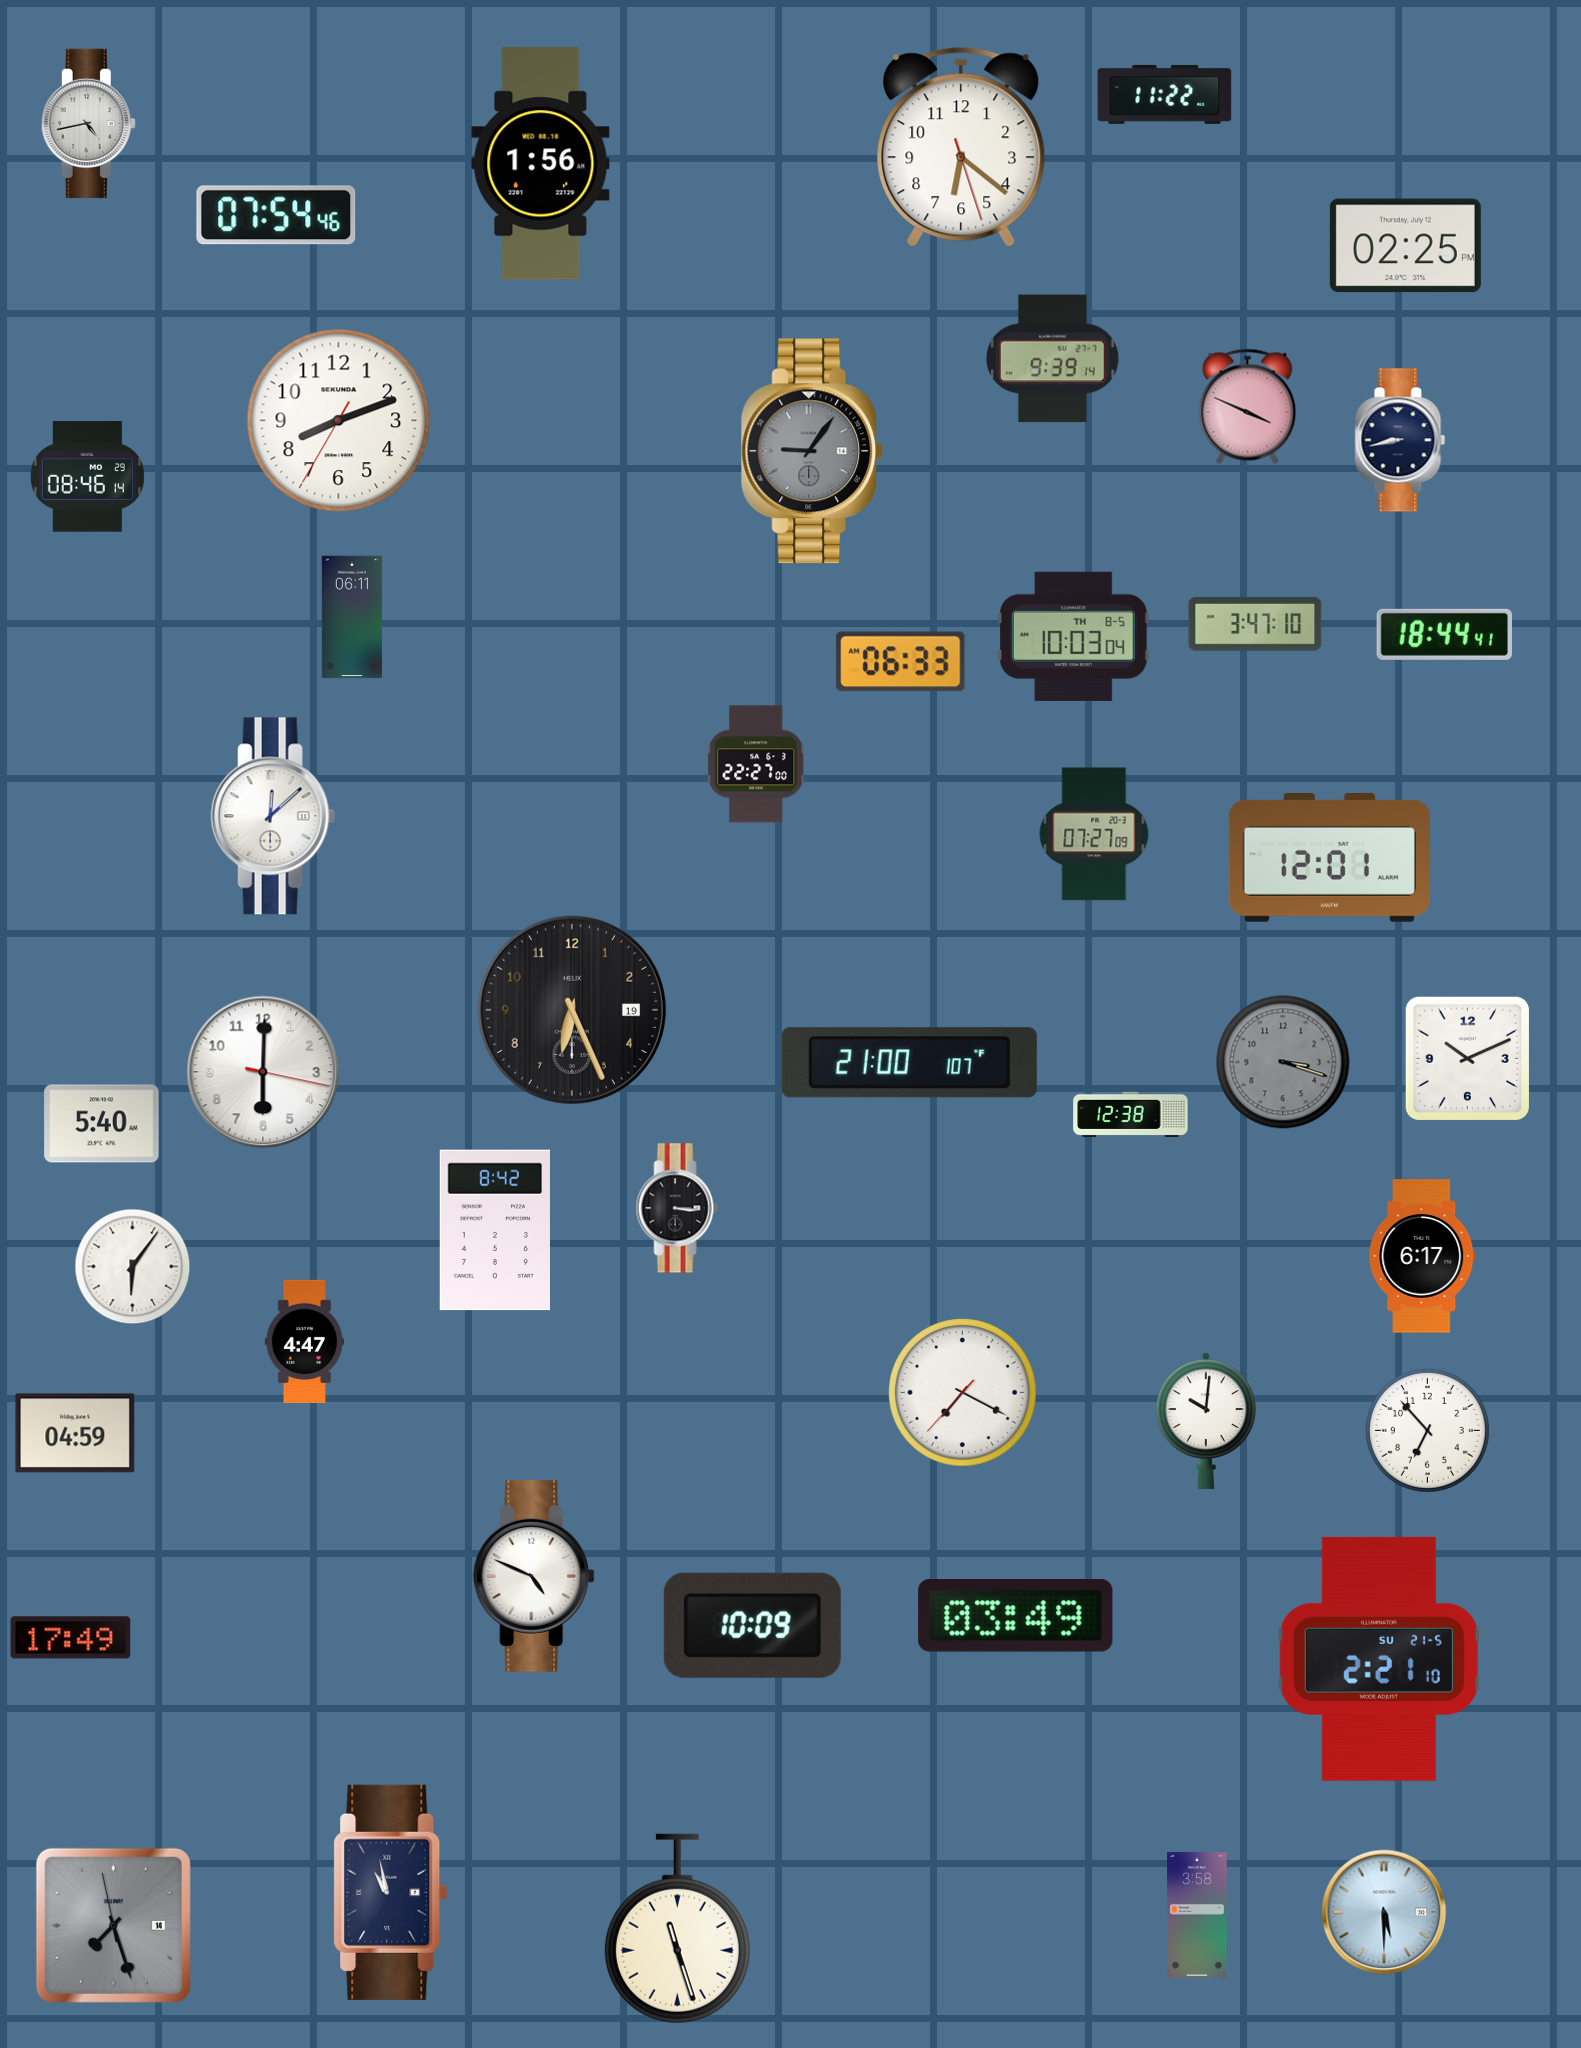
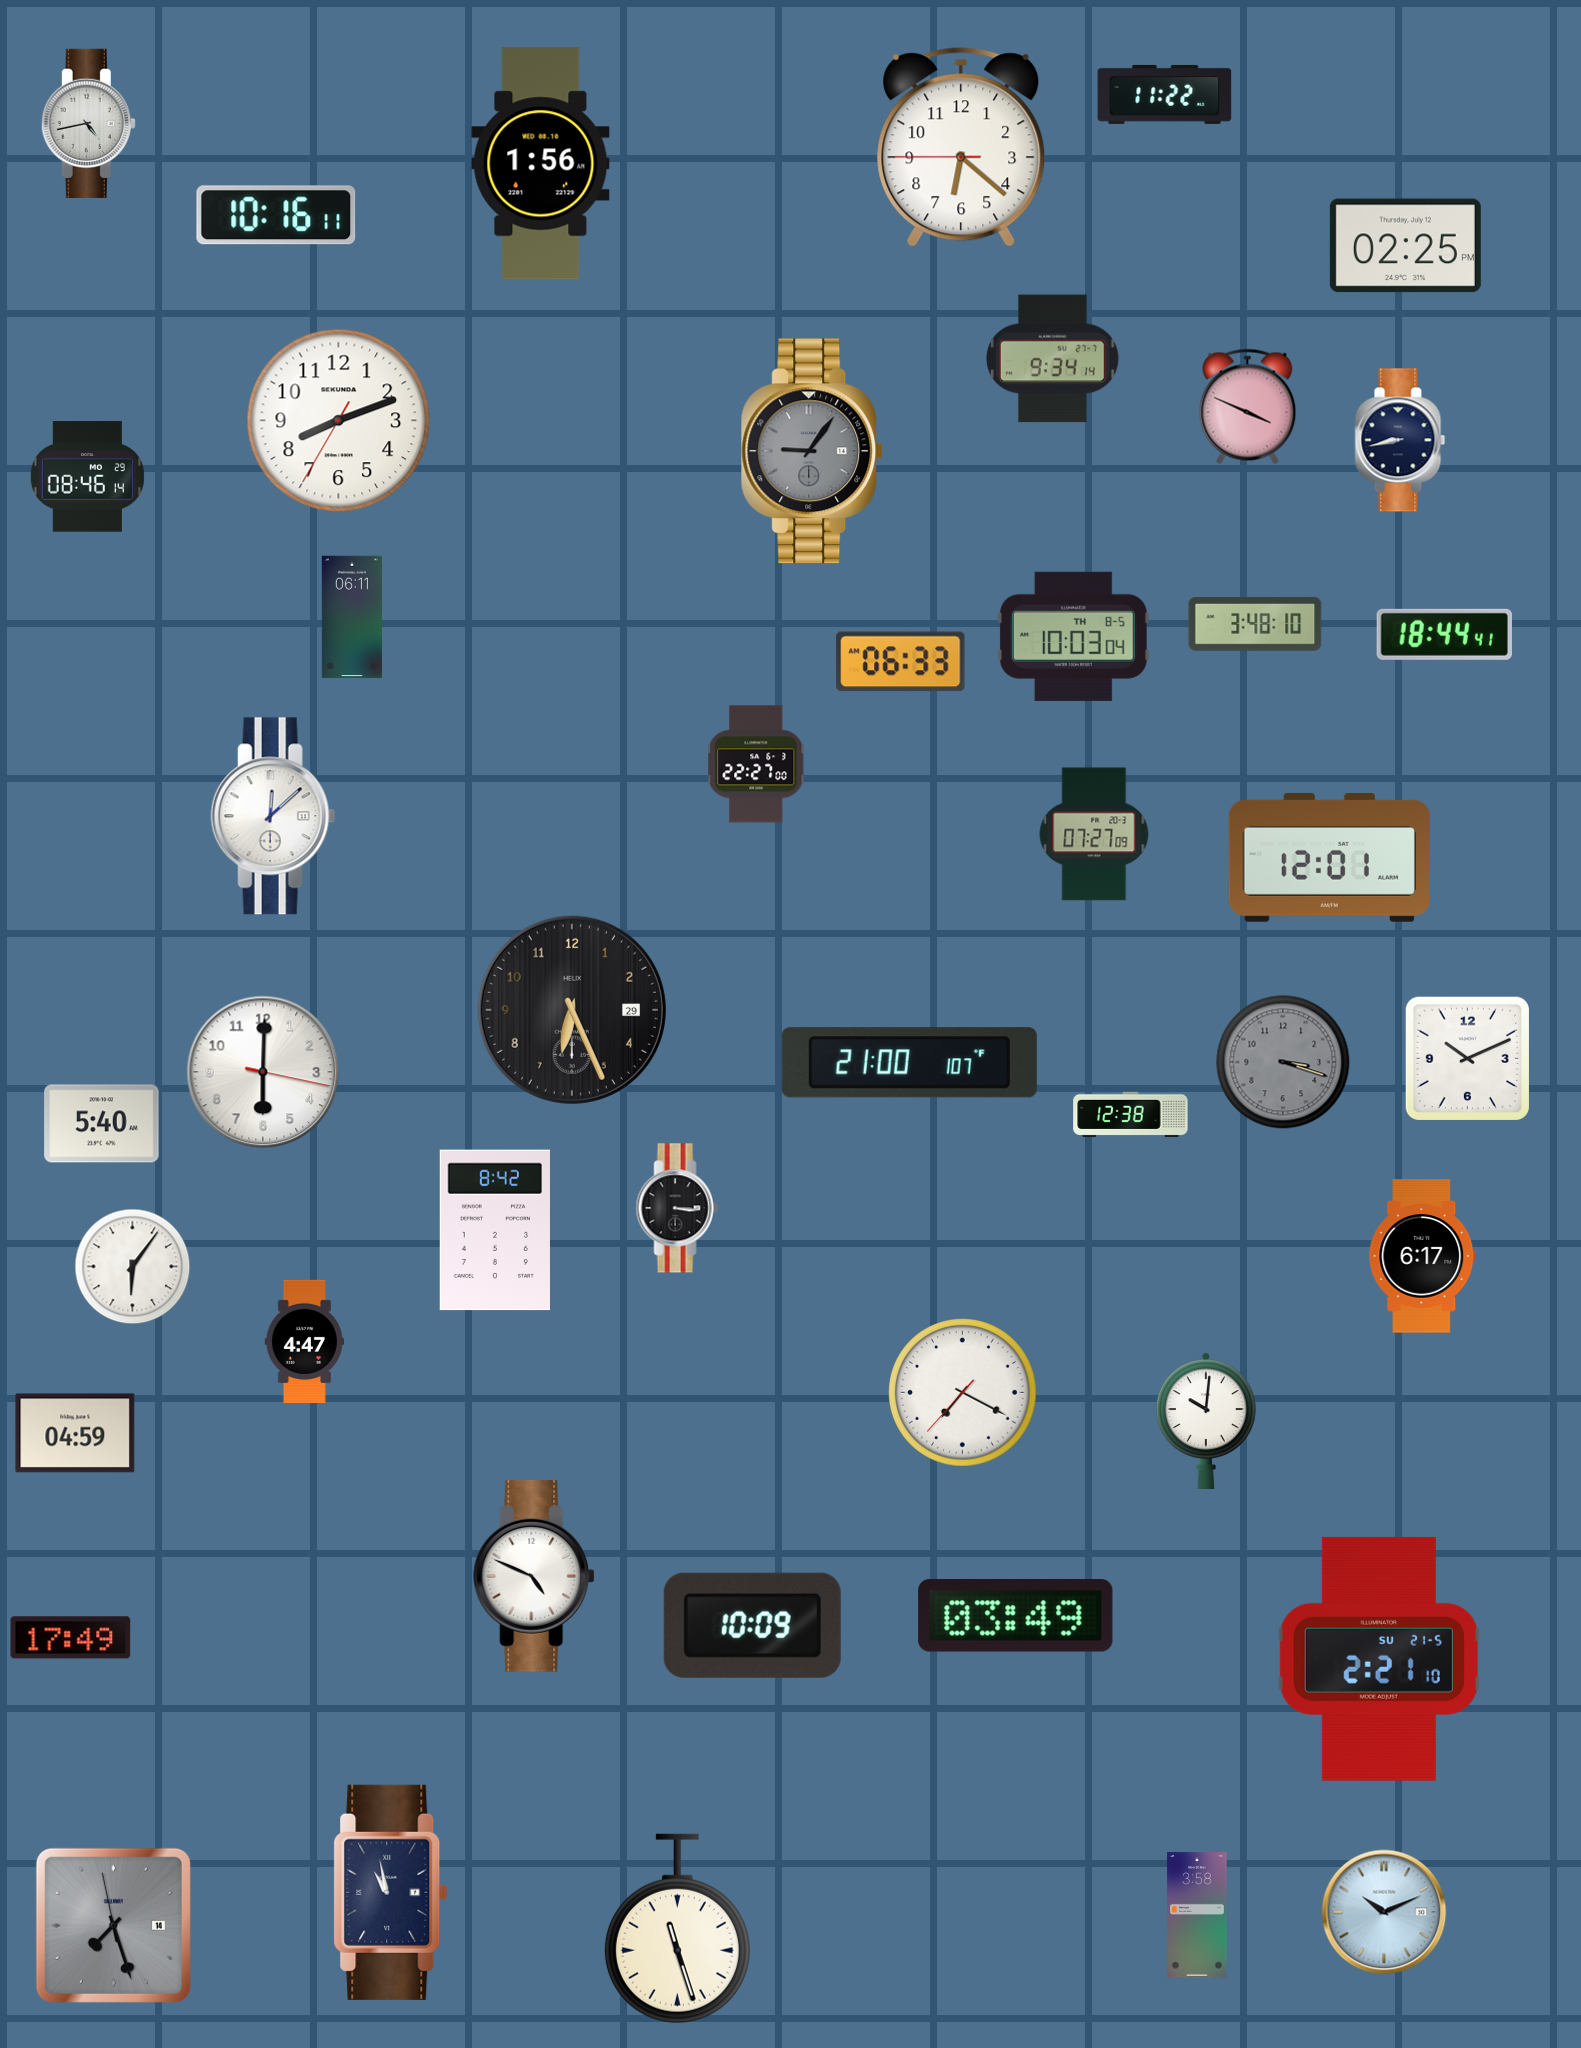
clock at (961, 147): 6:21:27 -> 6:21:45
clock at (276, 215): 07:54 -> 10:16
clock at (1052, 359): 9:39 -> 9:34
clock at (1255, 624): 3:47 -> 3:48
clock at (572, 1010) date: 19 -> 29
clock at (1427, 1430): 6:53 -> none
clock at (1384, 1912): 5:30 -> 10:11
